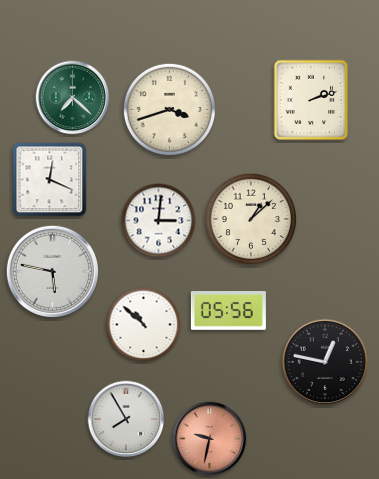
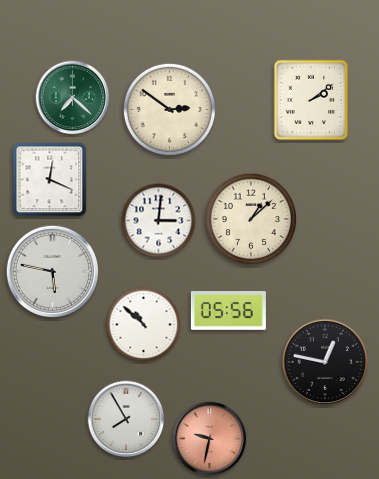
clock at (311, 100): 2:12 -> 2:09
clock at (169, 109): 3:42 -> 2:51
